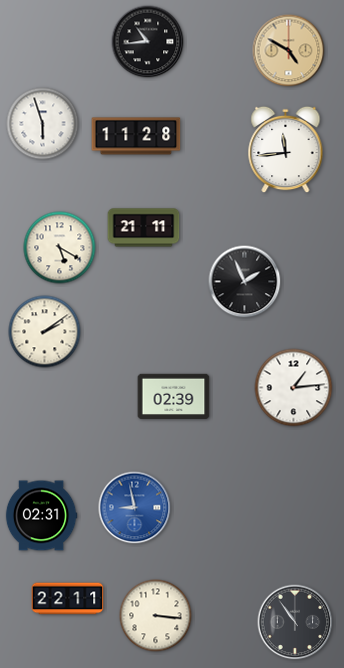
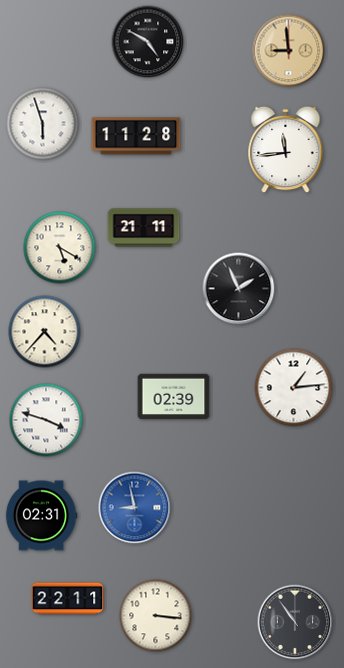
clock at (148, 42): 10:44 -> 4:50
clock at (289, 51): 4:50 -> 8:59
clock at (245, 282) position: (245, 282) -> (239, 289)
clock at (45, 332): 2:09 -> 4:37
clock at (46, 420): none -> 3:48
